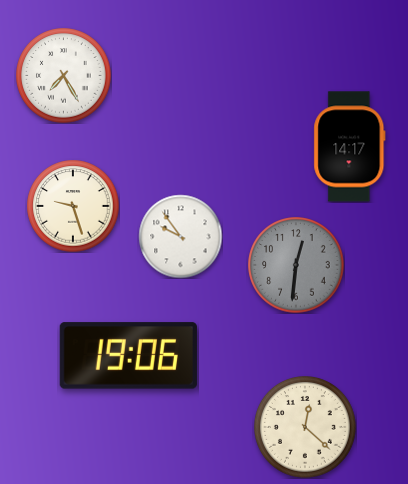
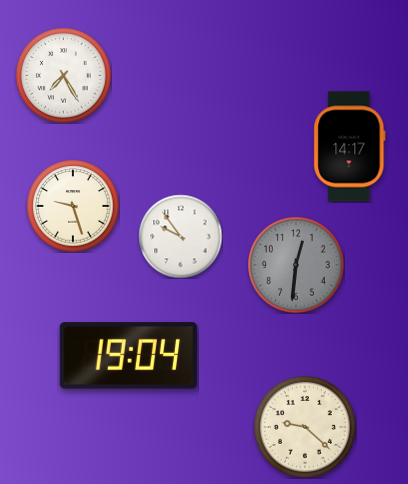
clock at (128, 356): 19:06 -> 19:04
clock at (306, 428): 12:22 -> 9:22
